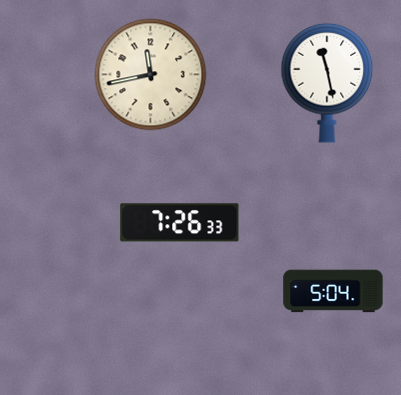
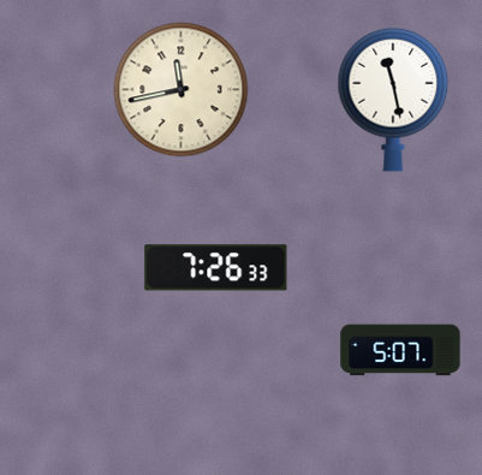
clock at (333, 291): 5:04 -> 5:07
